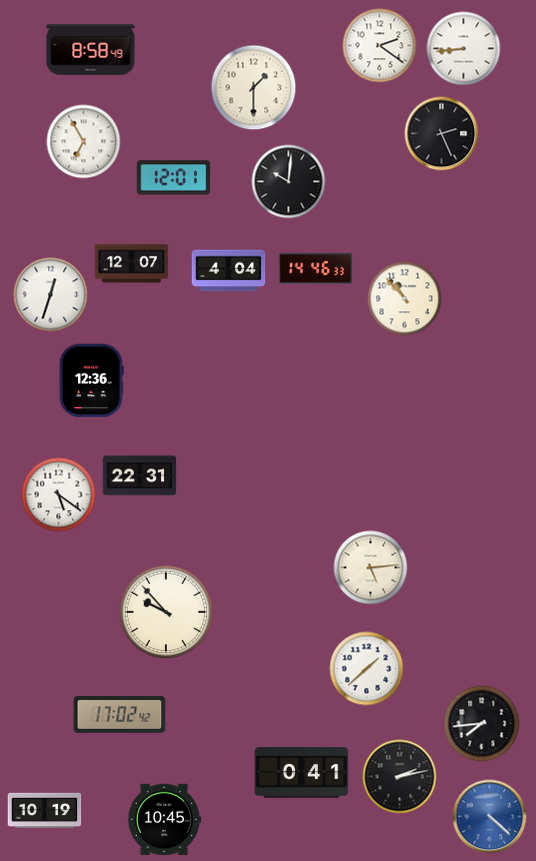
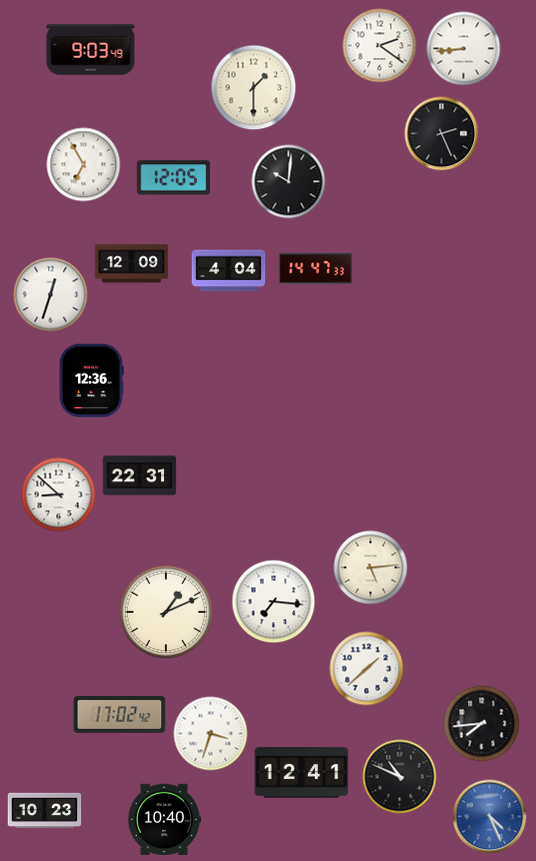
clock at (91, 50): 8:58 -> 9:03
clock at (84, 142) position: (84, 142) -> (84, 165)
clock at (174, 178): 12:01 -> 12:05
clock at (132, 264): 12:07 -> 12:09
clock at (316, 269): 14:46 -> 14:47
clock at (405, 299): 10:53 -> none
clock at (59, 495): 5:21 -> 8:52
clock at (274, 602): none -> 7:16
clock at (166, 612): 9:53 -> 1:11
clock at (211, 734): none -> 3:33
clock at (302, 773): 0:41 -> 12:41
clock at (400, 777): 2:13 -> 10:49
clock at (45, 811): 10:19 -> 10:23
clock at (490, 817): 4:22 -> 4:26
clock at (164, 820): 10:45 -> 10:40
